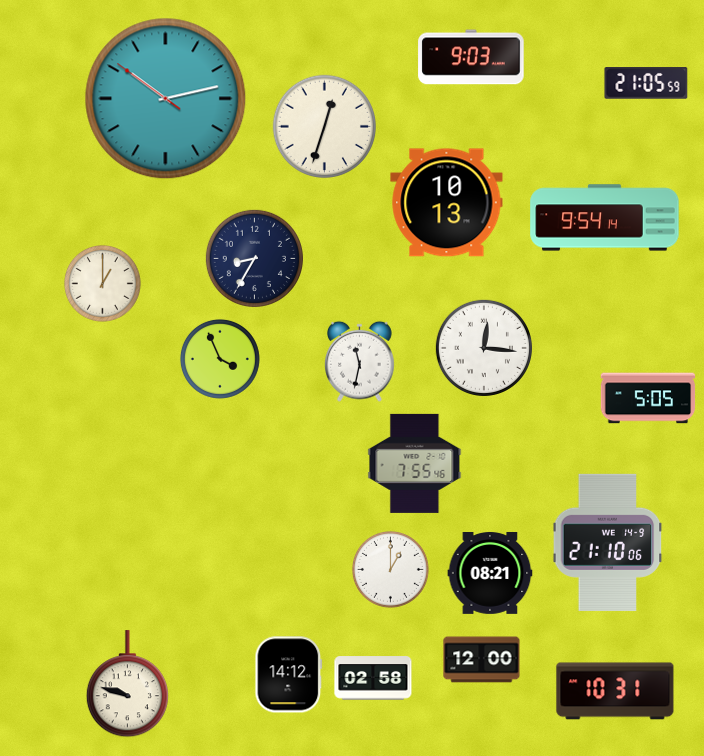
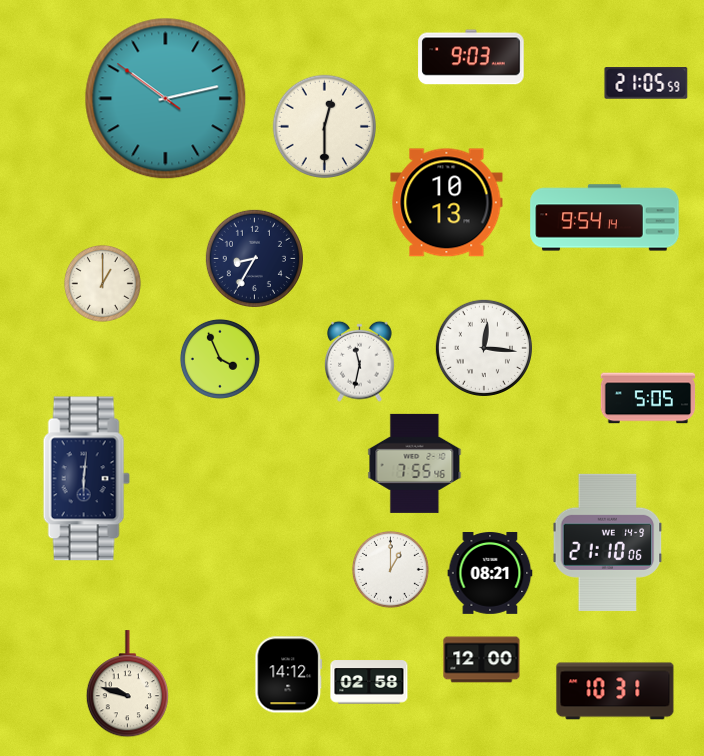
clock at (324, 126): 12:33 -> 12:30
clock at (86, 479): none -> 6:01
clock at (373, 678) position: (373, 678) -> (369, 682)
